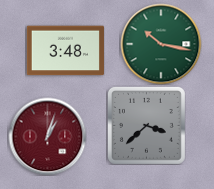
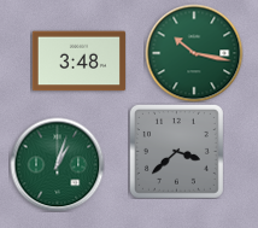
clock at (47, 136) dial: burgundy -> green
